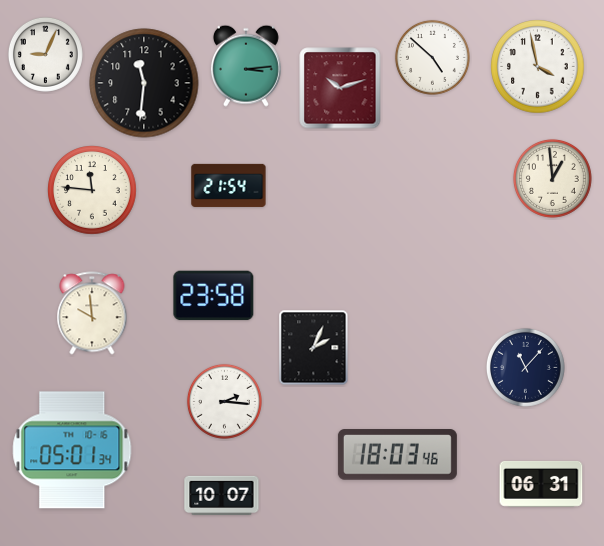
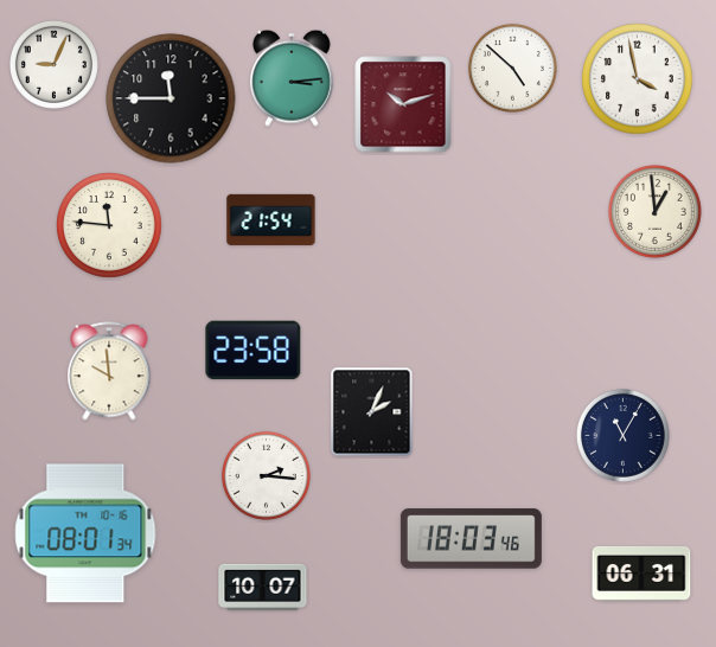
clock at (144, 83): 11:31 -> 11:45
clock at (525, 367): 11:07 -> 11:05
clock at (72, 450): 05:01 -> 08:01
